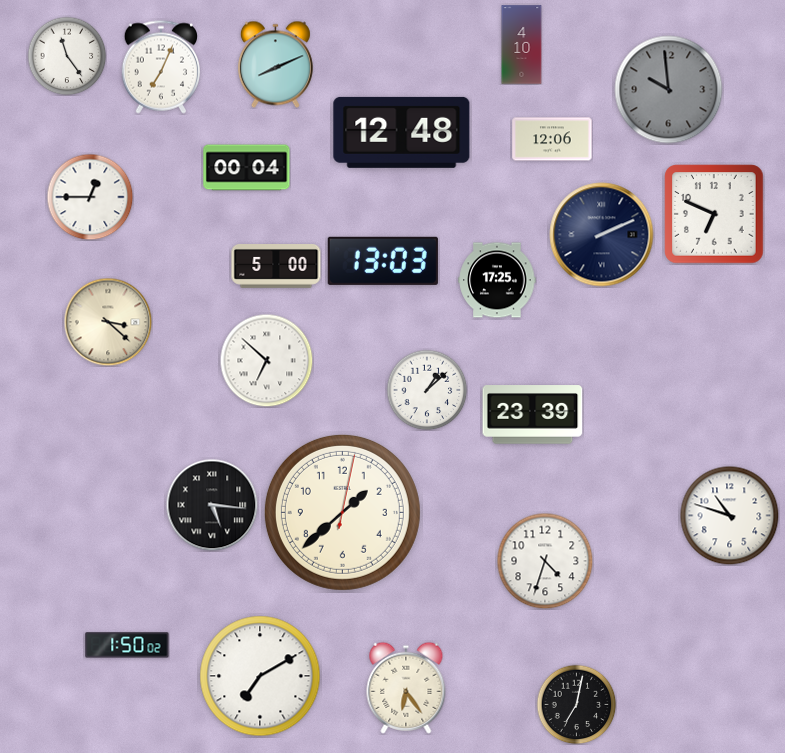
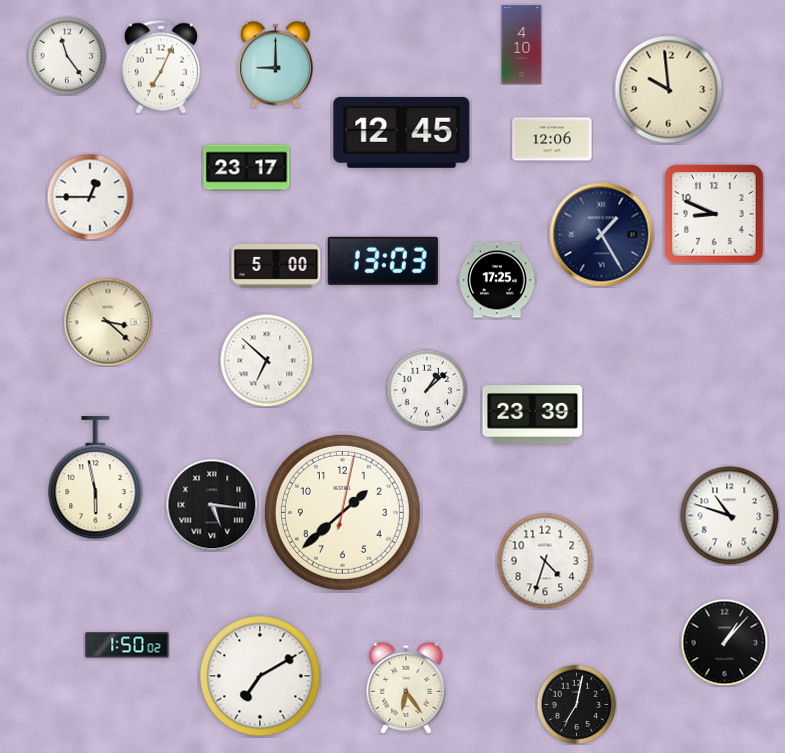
clock at (275, 64): 8:11 -> 9:00
clock at (669, 90) dial: grey -> cream
clock at (402, 132): 12:48 -> 12:45
clock at (247, 168): 00:04 -> 23:17
clock at (714, 214): 6:49 -> 8:49
clock at (602, 235): 2:11 -> 1:25
clock at (96, 478): none -> 5:58
clock at (724, 642): none -> 1:07
